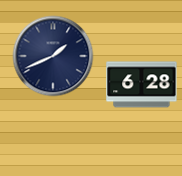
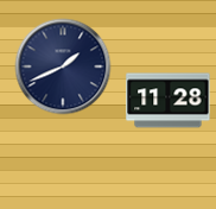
clock at (142, 85): 6:28 -> 11:28
